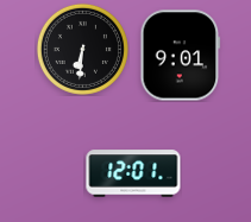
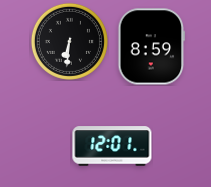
clock at (181, 56): 9:01 -> 8:59
